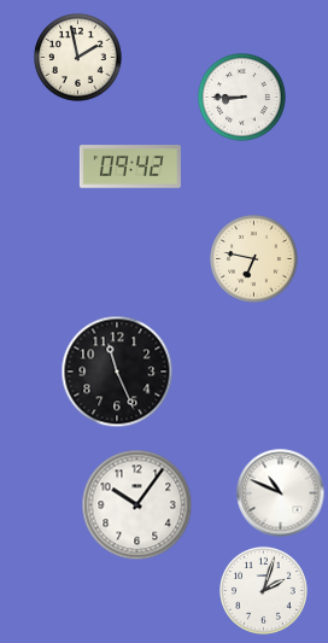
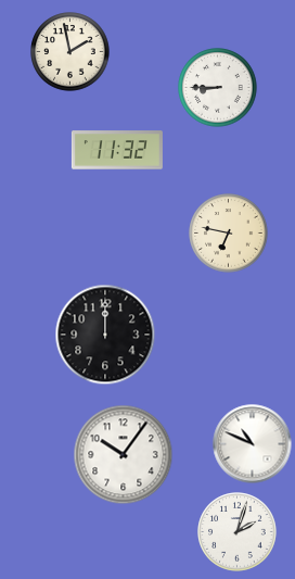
clock at (130, 166): 09:42 -> 11:32
clock at (117, 372): 11:26 -> 12:00
